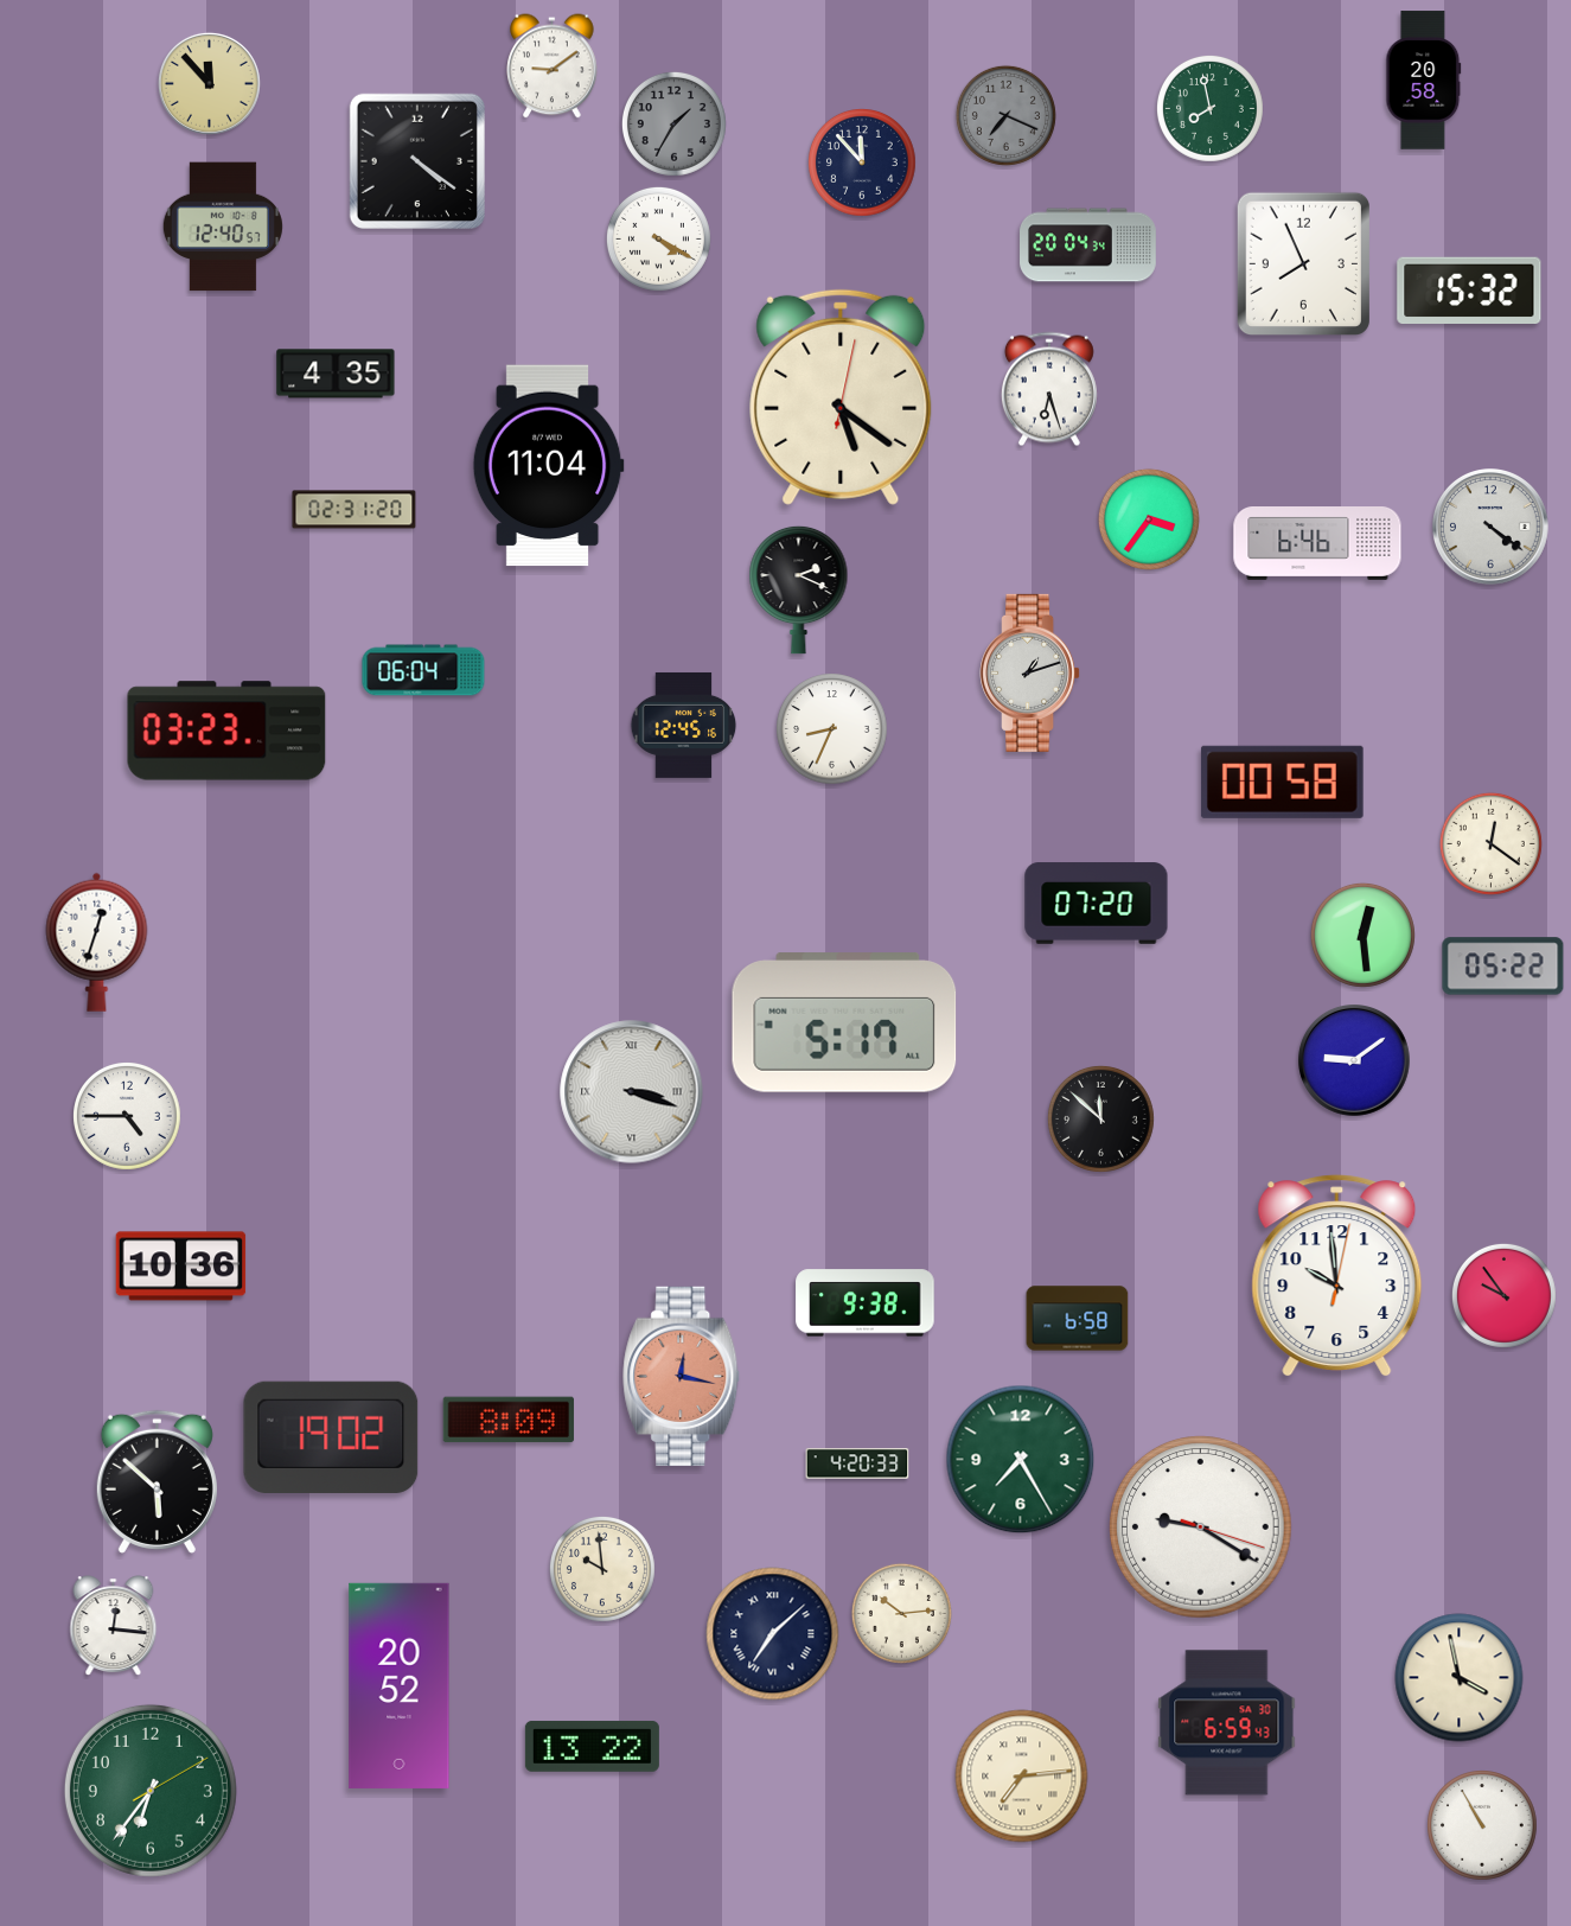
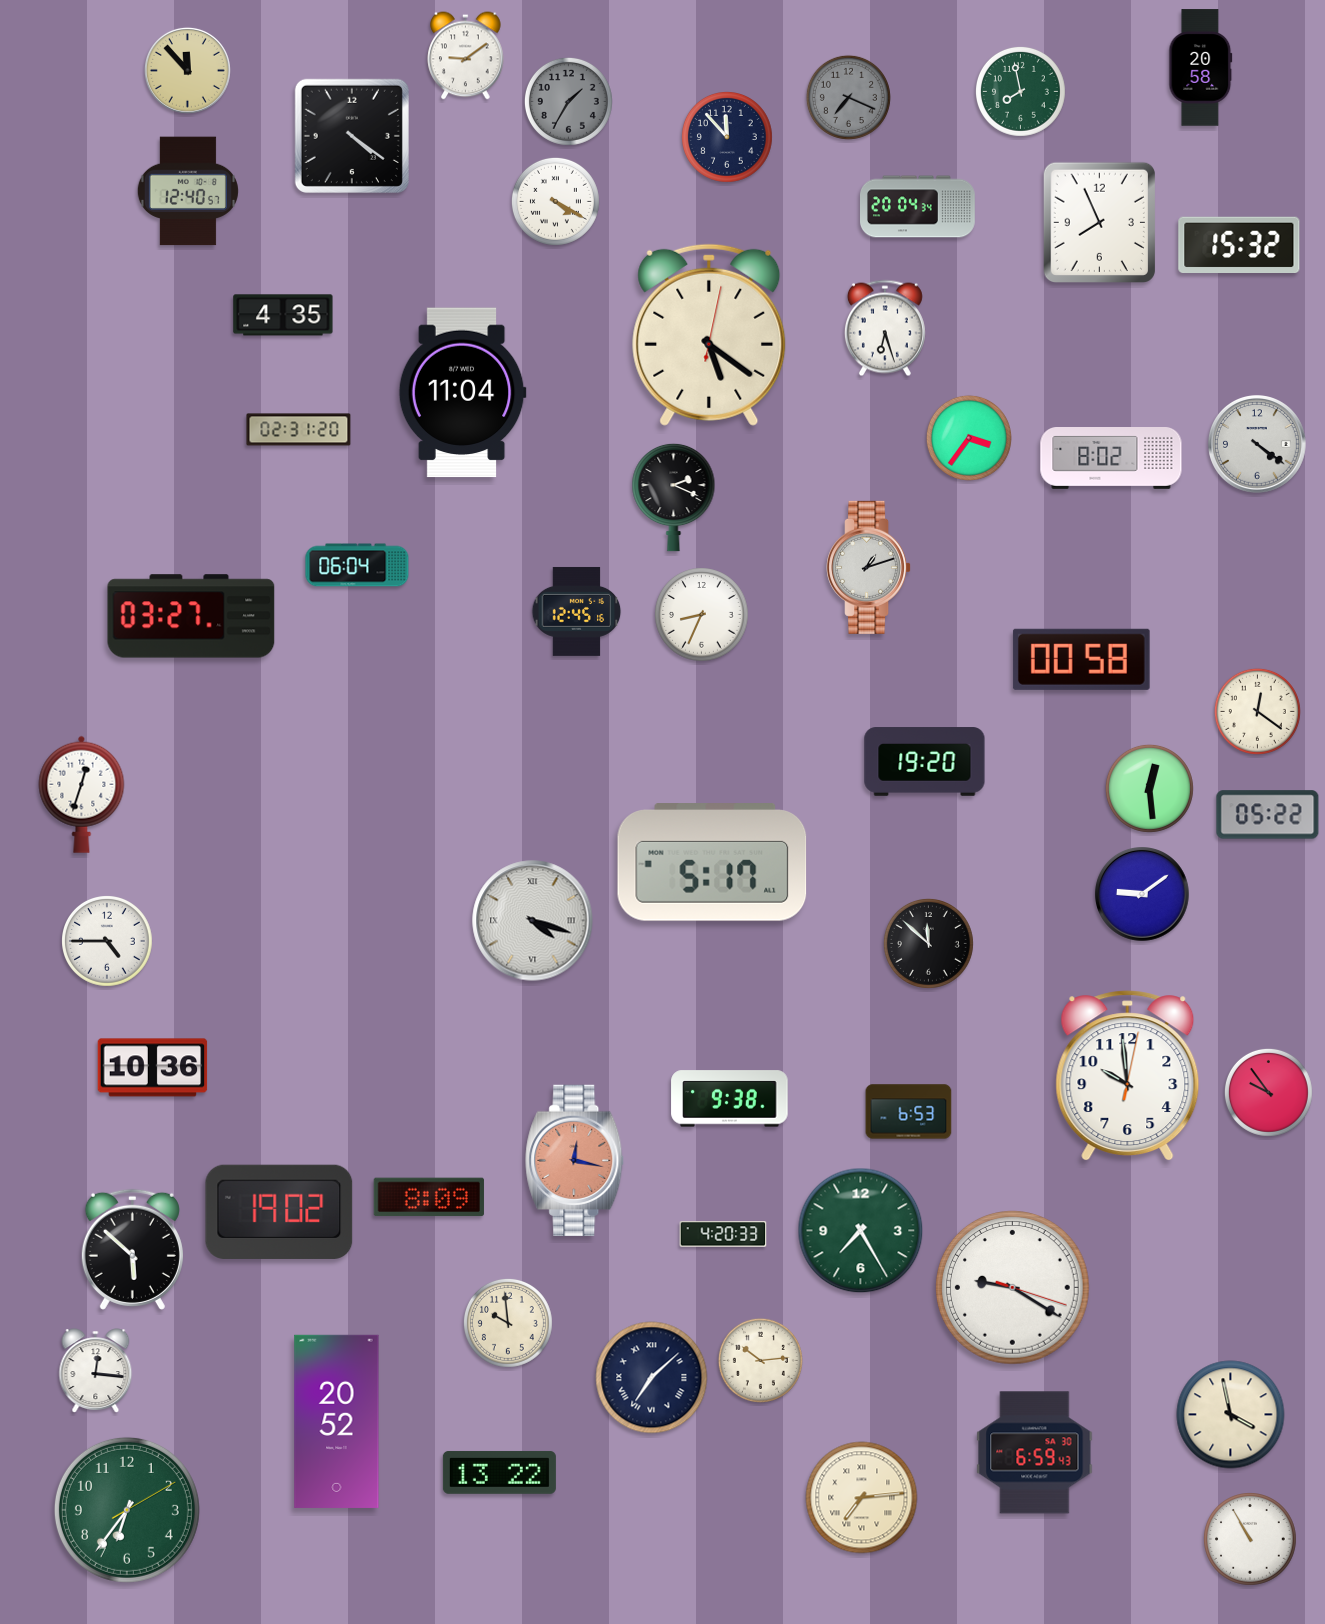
clock at (209, 83) position: (209, 83) -> (187, 70)
clock at (673, 123) position: (673, 123) -> (568, 101)
clock at (1317, 544): 6:46 -> 8:02
clock at (226, 731): 03:23 -> 03:27
clock at (1097, 904): 07:20 -> 19:20
clock at (632, 1092): 3:18 -> 4:18
clock at (1078, 1319): 6:58 -> 6:53
